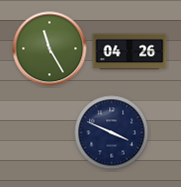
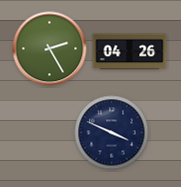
clock at (50, 49): 11:25 -> 2:25
